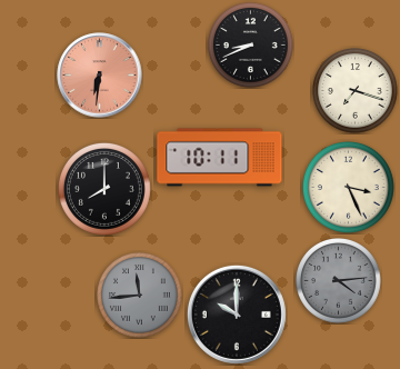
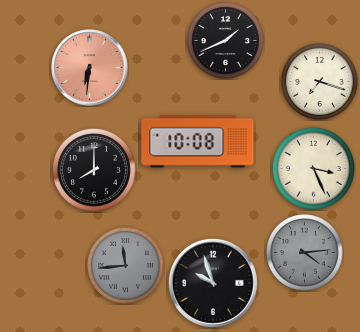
clock at (251, 46): 8:41 -> 1:41
clock at (220, 158): 10:11 -> 10:08
clock at (237, 315): 10:00 -> 9:57
